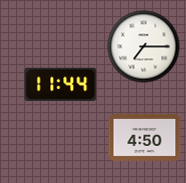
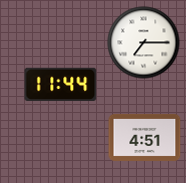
clock at (144, 47) position: (144, 47) -> (144, 43)
clock at (145, 137): 4:50 -> 4:51
